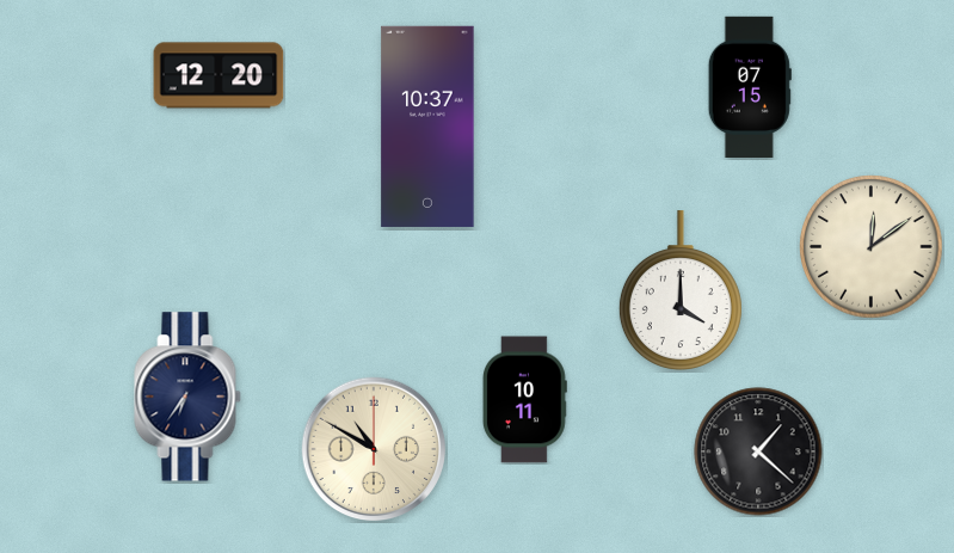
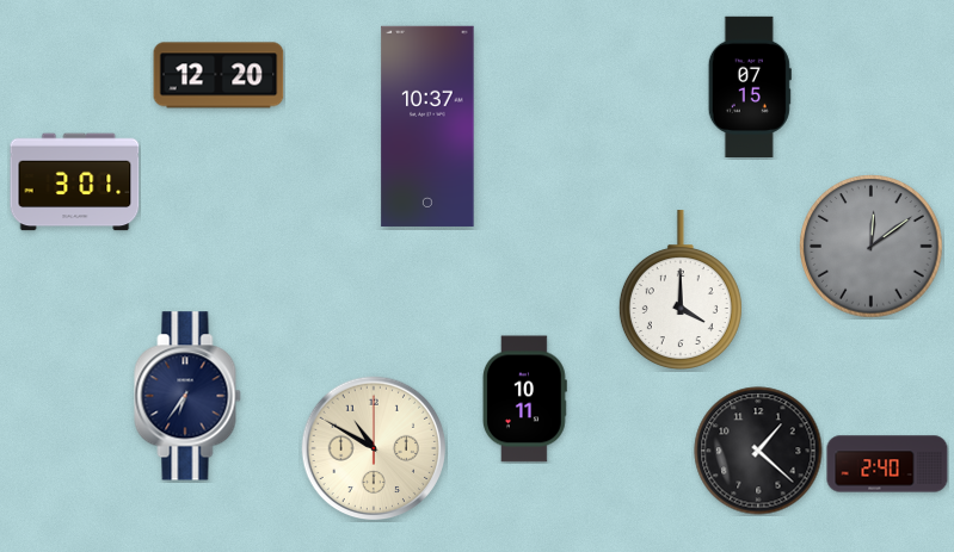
clock at (75, 182): none -> 3:01
clock at (872, 247) dial: cream -> grey
clock at (887, 464): none -> 2:40
